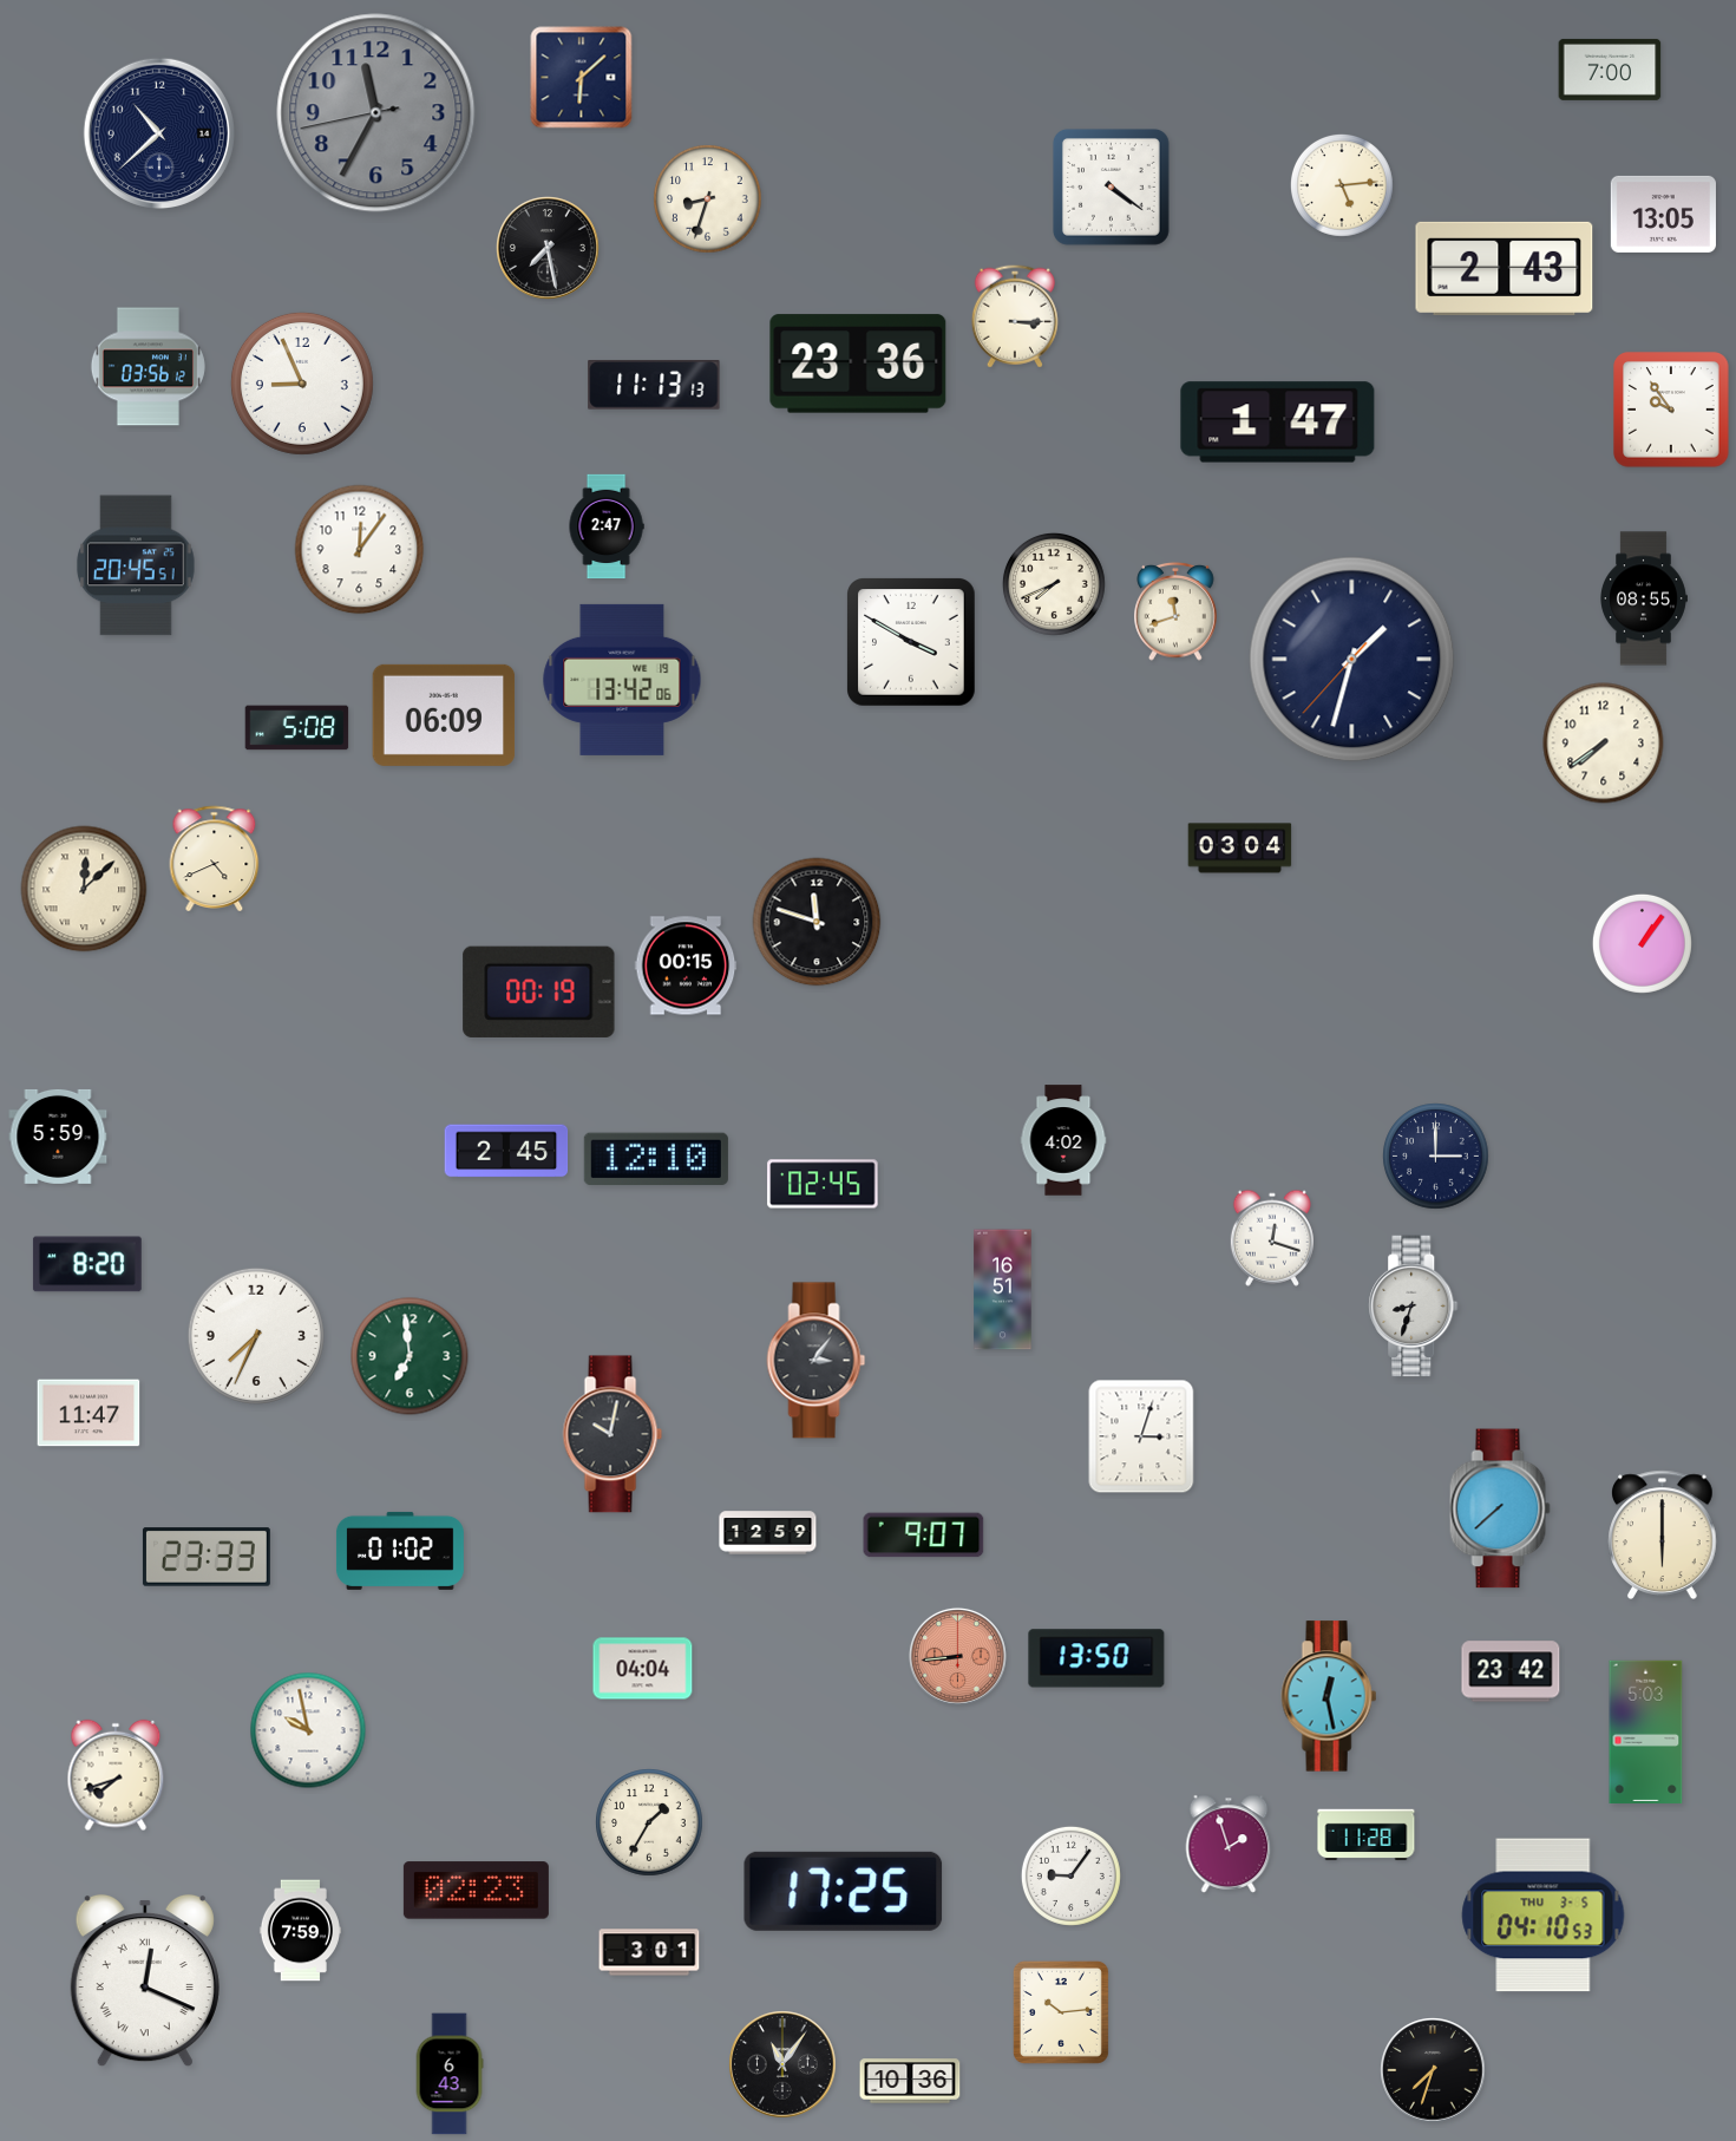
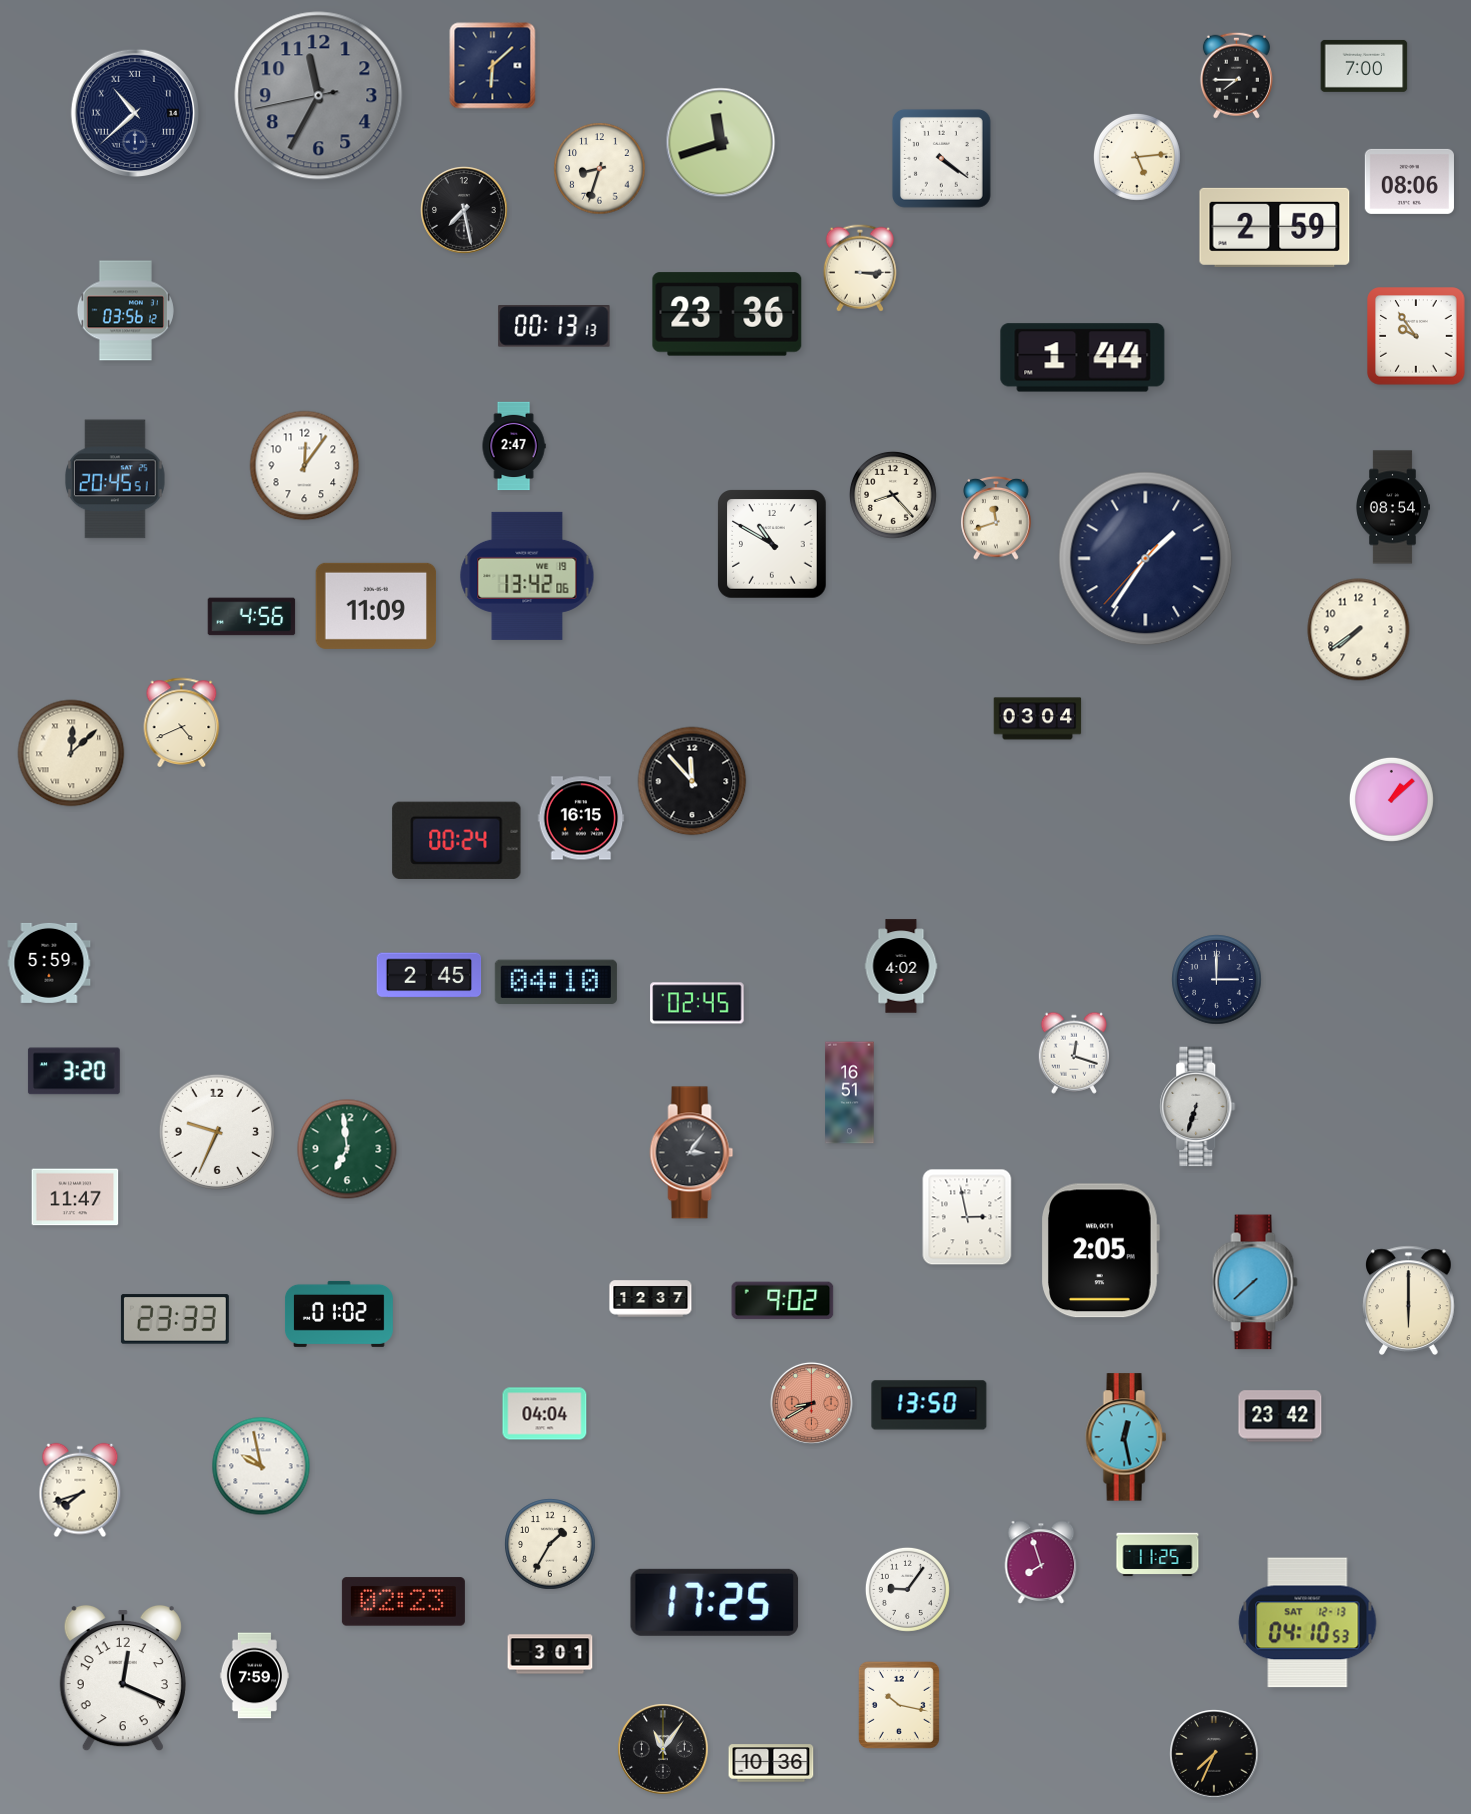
clock at (1610, 70) position: (1610, 70) -> (1364, 66)
clock at (1236, 75): none -> 7:45
clock at (158, 132) numerals: Arabic -> Roman
clock at (721, 143): none -> 11:42
clock at (1663, 214): 13:05 -> 08:06
clock at (1505, 268): 2:43 -> 2:59
clock at (858, 364) position: (858, 364) -> (727, 314)
clock at (302, 384): 8:56 -> none
clock at (654, 386): 11:13 -> 00:13
clock at (1671, 410) position: (1671, 410) -> (1416, 336)
clock at (1278, 423): 1:47 -> 1:44
clock at (1054, 584): 7:41 -> 8:23
clock at (1644, 598): 08:55 -> 08:54
clock at (912, 643): 3:50 -> 10:50
clock at (1352, 660): 1:32 -> 1:35
clock at (444, 715): 06:09 -> 11:09
clock at (297, 728): 5:08 -> 4:56
clock at (1240, 849) position: (1240, 849) -> (1038, 719)
clock at (215, 858) position: (215, 858) -> (182, 722)
clock at (817, 922): 11:48 -> 11:53
clock at (1642, 943): 1:06 -> 1:08
clock at (686, 965): 00:15 -> 16:15
clock at (539, 991): 00:19 -> 00:24
clock at (656, 1159): 12:10 -> 04:10
clock at (1272, 1238) position: (1272, 1238) -> (1074, 1053)
clock at (87, 1264): 8:20 -> 3:20
clock at (1414, 1307): 8:33 -> 6:33
clock at (256, 1336): 7:34 -> 9:34
clock at (612, 1434): 10:02 -> none
clock at (1141, 1436): 3:03 -> 2:58
clock at (1100, 1251): none -> 2:05
clock at (1500, 1508) position: (1500, 1508) -> (1255, 1282)
clock at (768, 1533): 12:59 -> 12:37
clock at (924, 1536): 9:07 -> 9:02
clock at (957, 1656): 8:44 -> 8:40
clock at (1646, 1733): 5:03 -> none
clock at (116, 1775) position: (116, 1775) -> (80, 1490)
clock at (1367, 1835): 11:28 -> 11:25
clock at (1229, 1844): 1:57 -> 7:57
clock at (1544, 1916) date: THU 3-5 -> SAT 12-13
clock at (300, 1931) position: (300, 1931) -> (254, 1676)
clock at (145, 1980) numerals: Roman -> Arabic
clock at (1061, 2012): 10:14 -> 10:17
clock at (1433, 2070): 7:33 -> 7:34
clock at (450, 2074): 6:43 -> none
